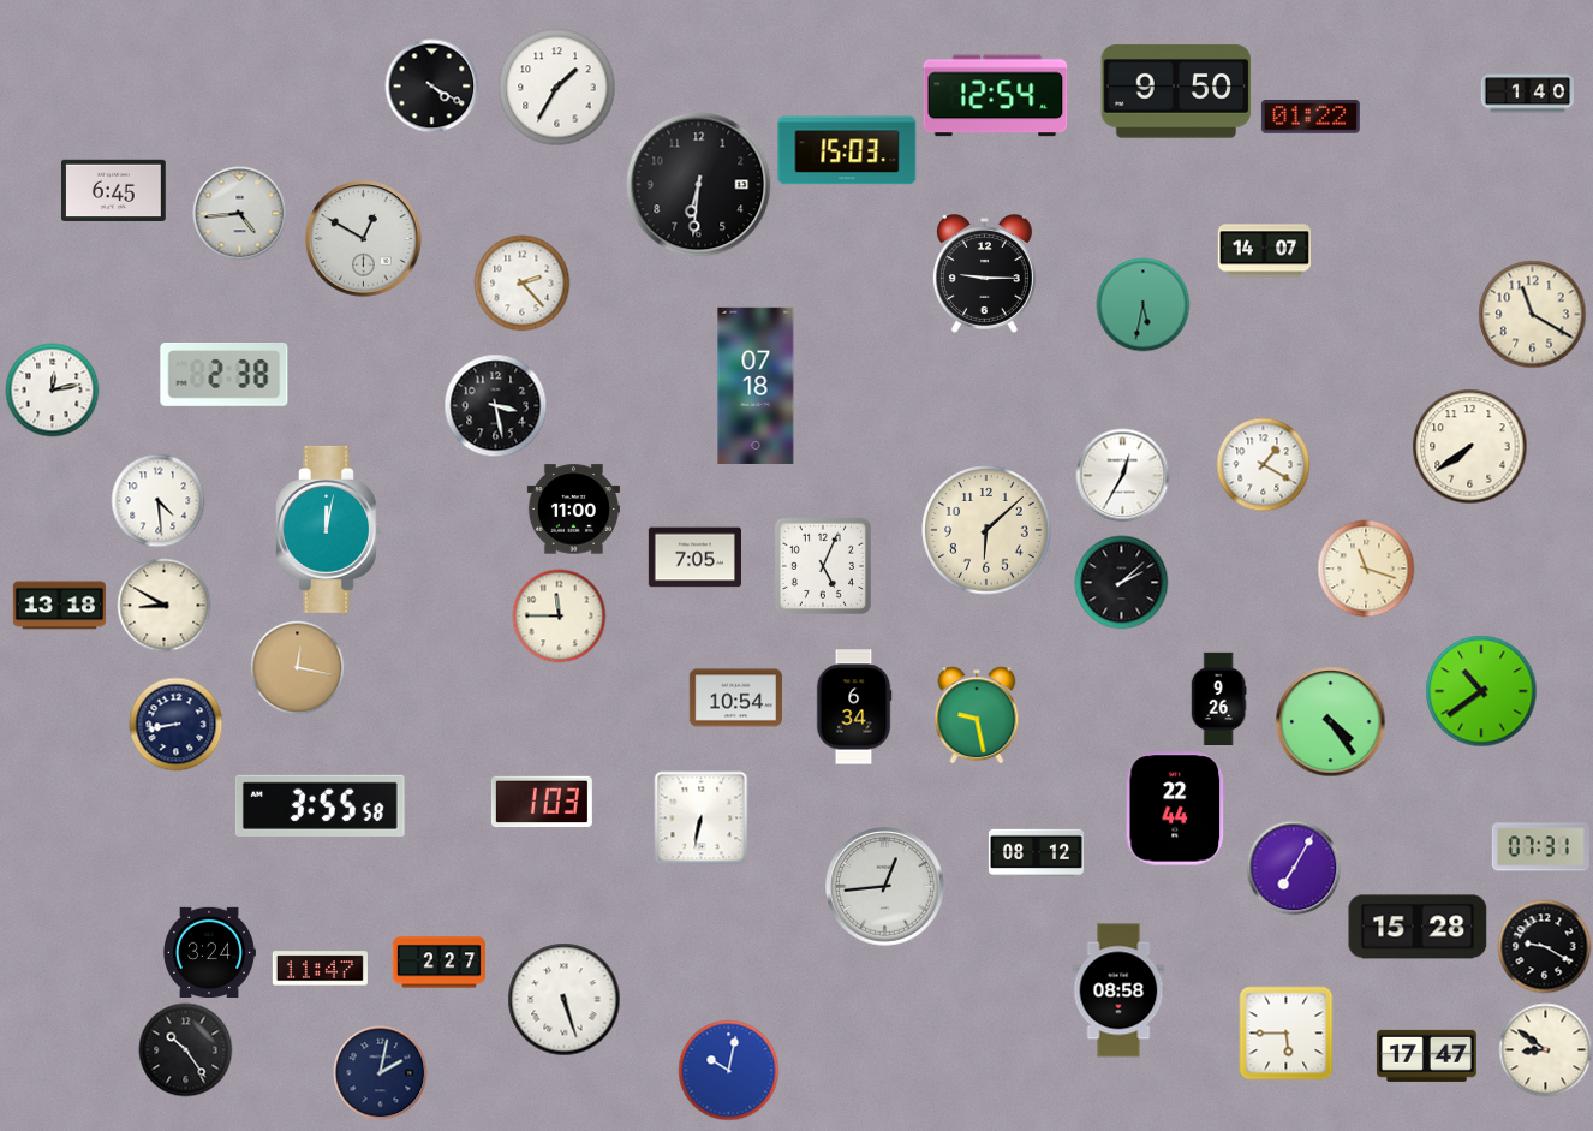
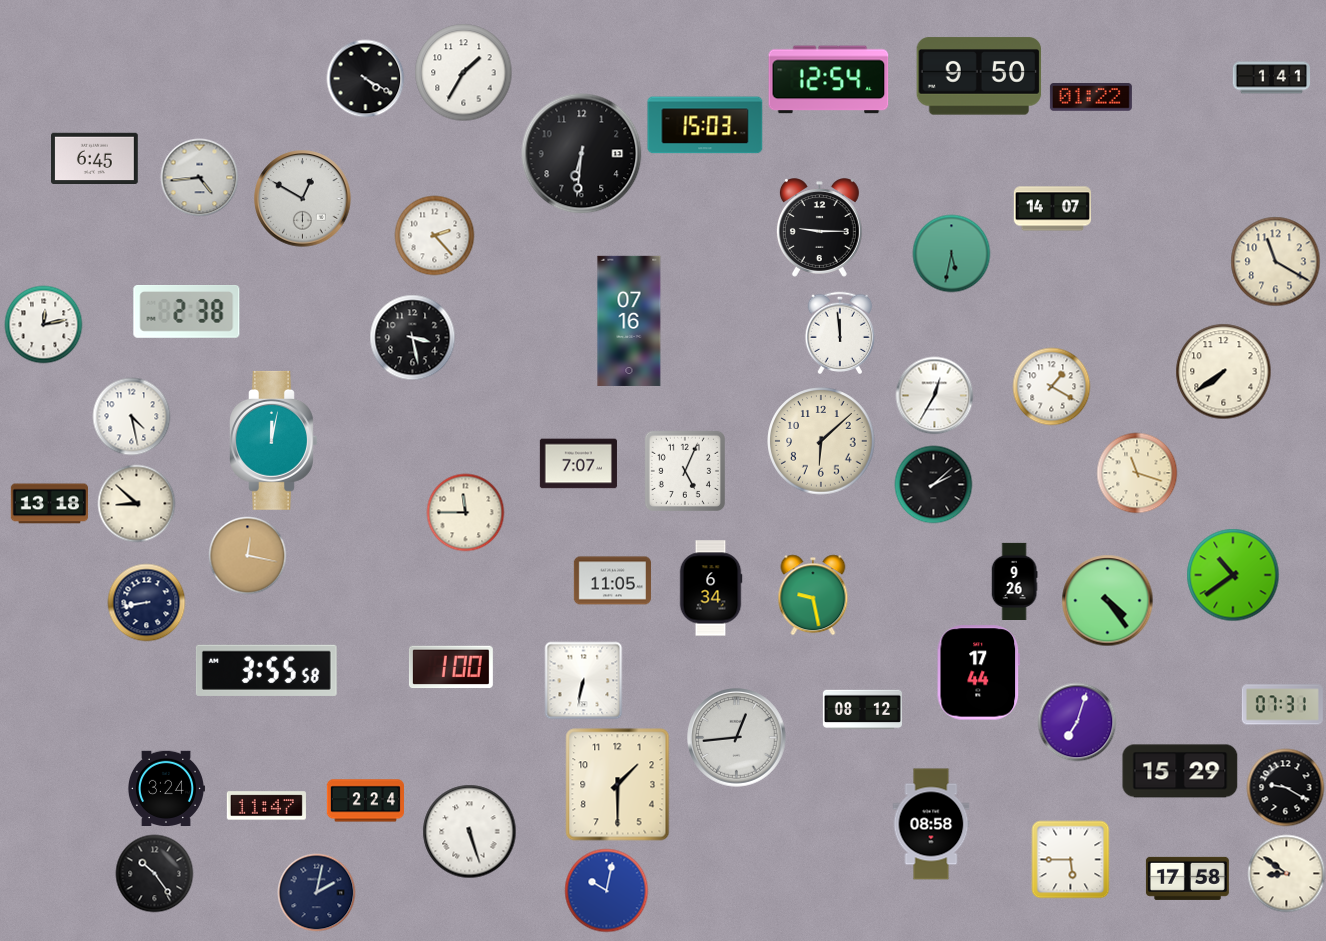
clock at (431, 85) position: (431, 85) -> (365, 78)
clock at (1527, 94): 1:40 -> 1:41
clock at (756, 386): 07:18 -> 07:16
clock at (840, 333): none -> 11:59
clock at (157, 500): 4:29 -> 4:28
clock at (573, 510): 11:00 -> none
clock at (694, 558): 7:05 -> 7:07
clock at (163, 605): 8:50 -> 8:52
clock at (735, 698): 10:54 -> 11:05
clock at (542, 802): 1:03 -> 1:00
clock at (1176, 809): 22:44 -> 17:44
clock at (1294, 868): 7:05 -> 7:03
clock at (1418, 927): 15:28 -> 15:29
clock at (618, 785): none -> 1:30
clock at (209, 952) position: (209, 952) -> (166, 788)
clock at (438, 963): 2:27 -> 2:24
clock at (1426, 1055): 17:47 -> 17:58
